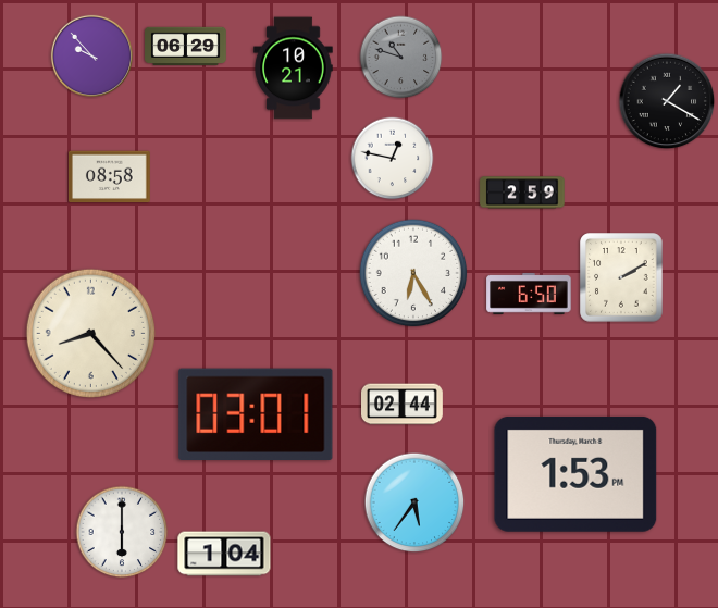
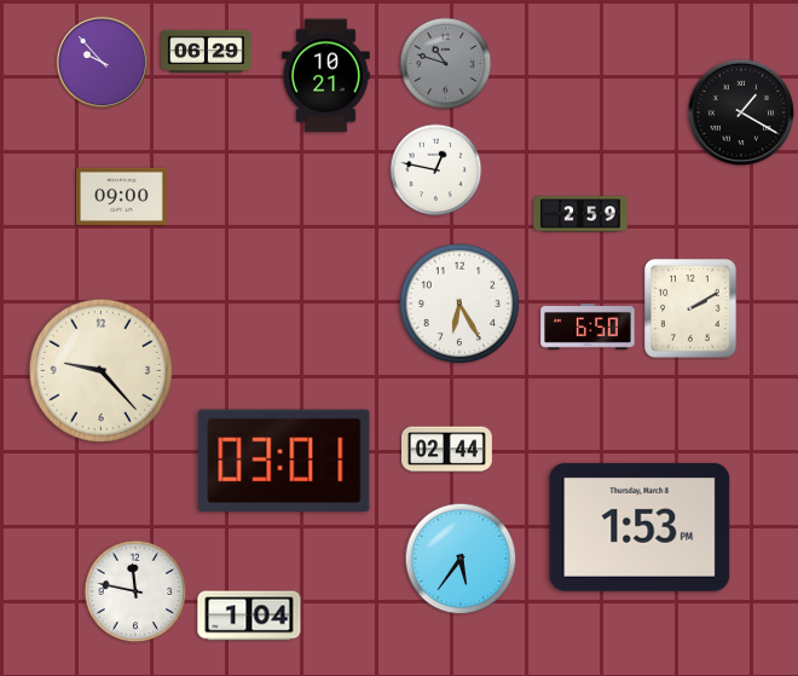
clock at (393, 159) position: (393, 159) -> (436, 171)
clock at (109, 177): 08:58 -> 09:00
clock at (90, 333): 8:23 -> 9:23
clock at (122, 532): 6:00 -> 11:47
